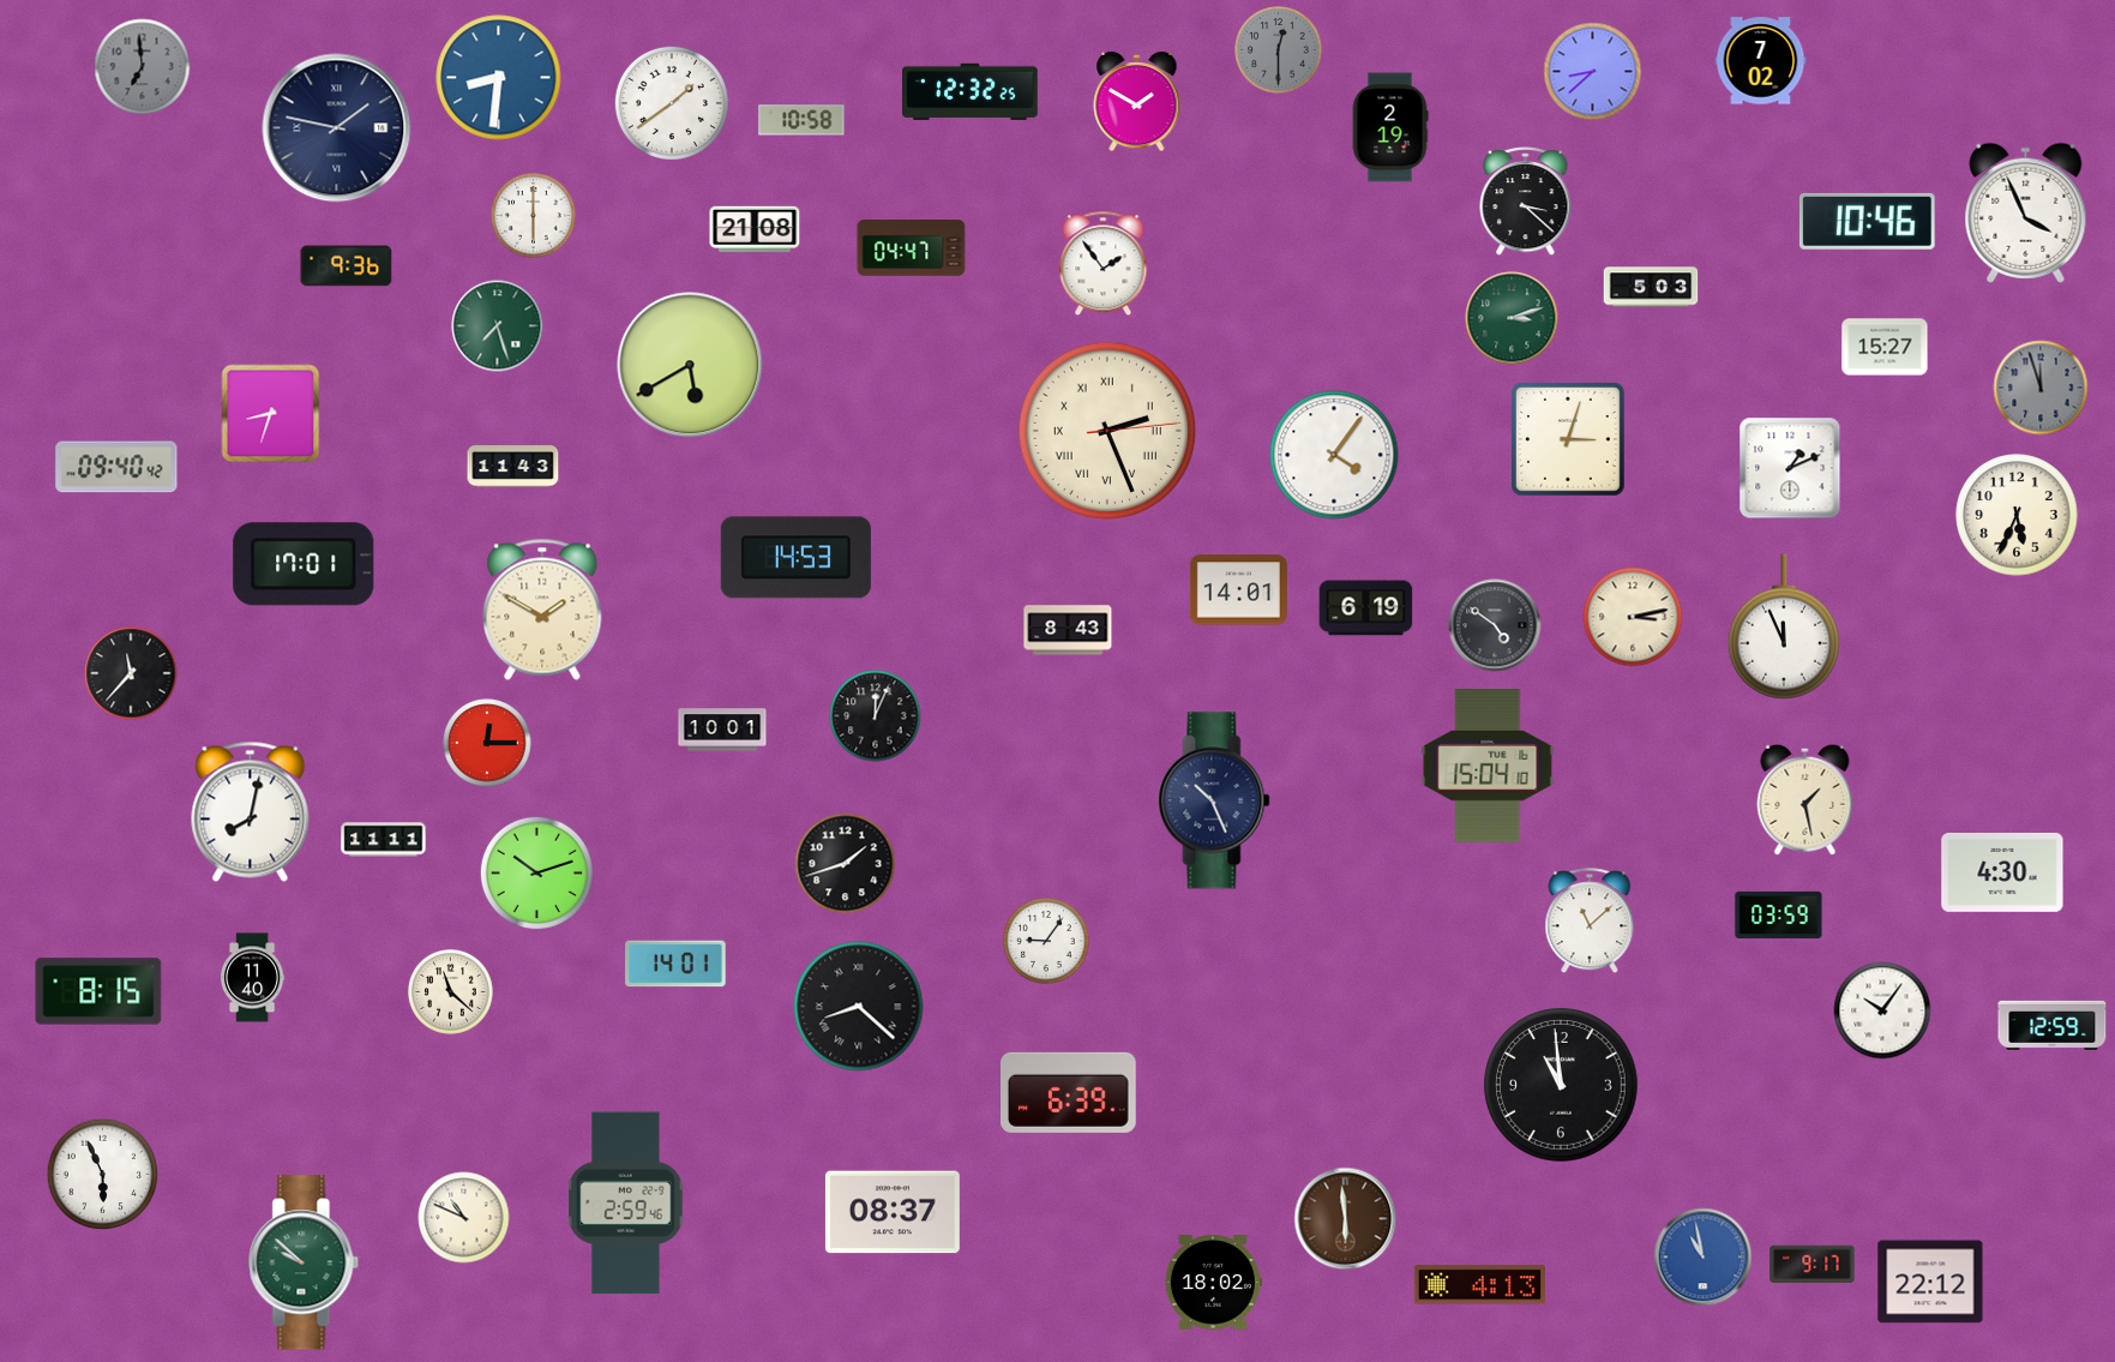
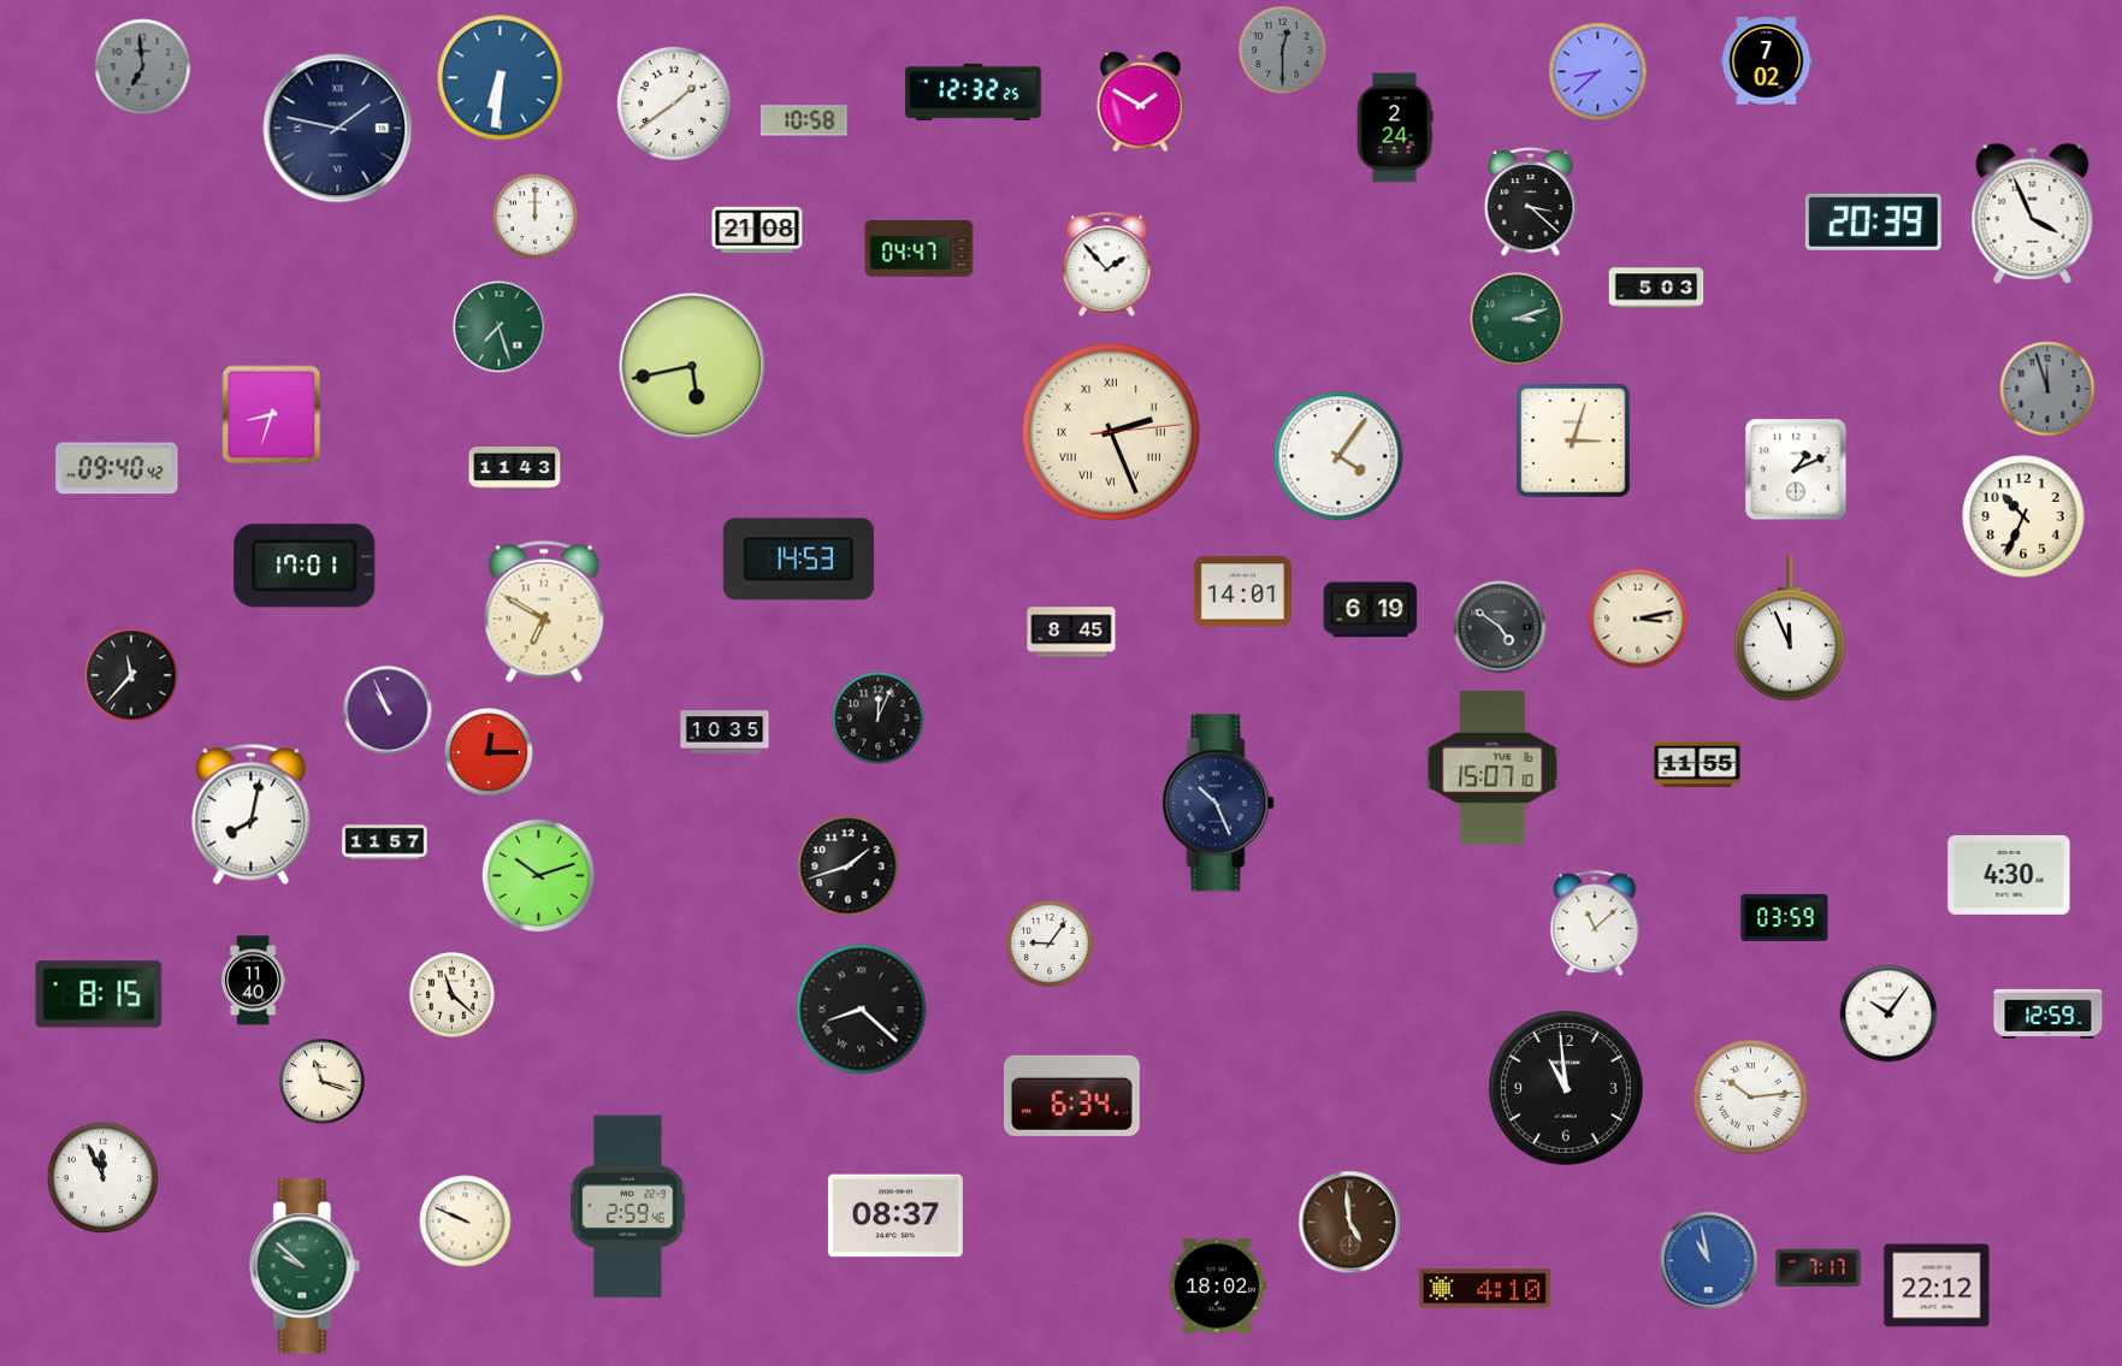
clock at (499, 78): 8:31 -> 6:31
clock at (1390, 127): 2:19 -> 2:24
clock at (534, 216): 6:00 -> 12:00
clock at (1867, 221): 10:46 -> 20:39
clock at (912, 248) position: (912, 248) -> (920, 249)
clock at (1104, 264): 1:54 -> 1:53
clock at (347, 266): 9:36 -> none
clock at (1885, 347): 15:27 -> none
clock at (690, 365): 5:40 -> 5:43
clock at (2017, 515): 5:34 -> 10:34
clock at (542, 610): 1:50 -> 6:50
clock at (1068, 630): 8:43 -> 8:45
clock at (388, 710): none -> 10:56
clock at (722, 730): 10:01 -> 10:35
clock at (487, 743) position: (487, 743) -> (489, 752)
clock at (1697, 764): none -> 11:55
clock at (1488, 767): 15:04 -> 15:07
clock at (1805, 799): 1:28 -> none
clock at (384, 840): 11:11 -> 11:57
clock at (675, 964): 14:01 -> none
clock at (2053, 1025) position: (2053, 1025) -> (2049, 1013)
clock at (323, 1082): none -> 11:18
clock at (1069, 1092): 6:39 -> 6:34
clock at (1750, 1096): none -> 10:14
clock at (103, 1175): 5:56 -> 11:56
clock at (464, 1218): 10:49 -> 9:49
clock at (1346, 1219): 5:59 -> 4:59
clock at (1813, 1265): 9:17 -> 7:17
clock at (1479, 1285): 4:13 -> 4:10
